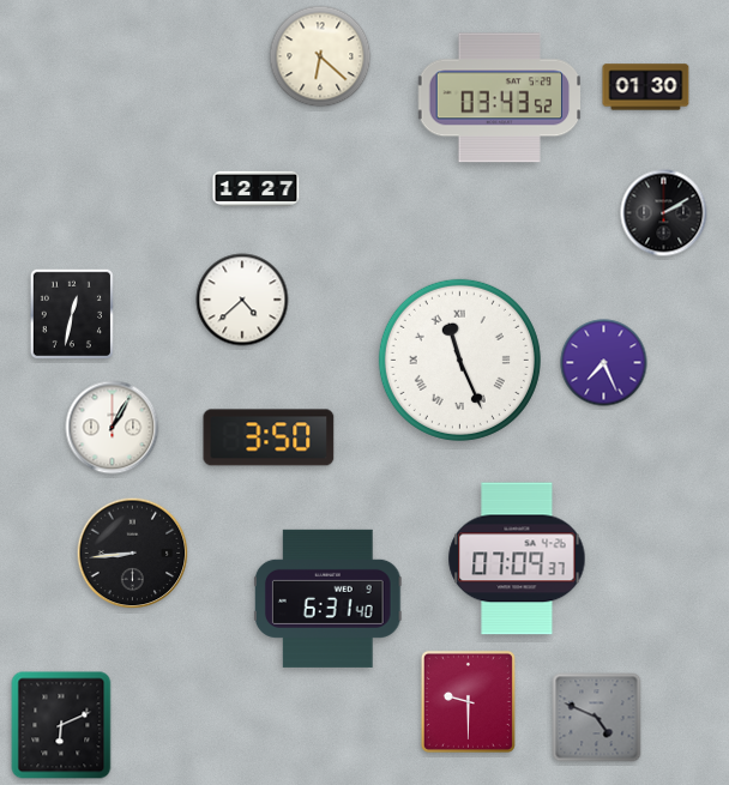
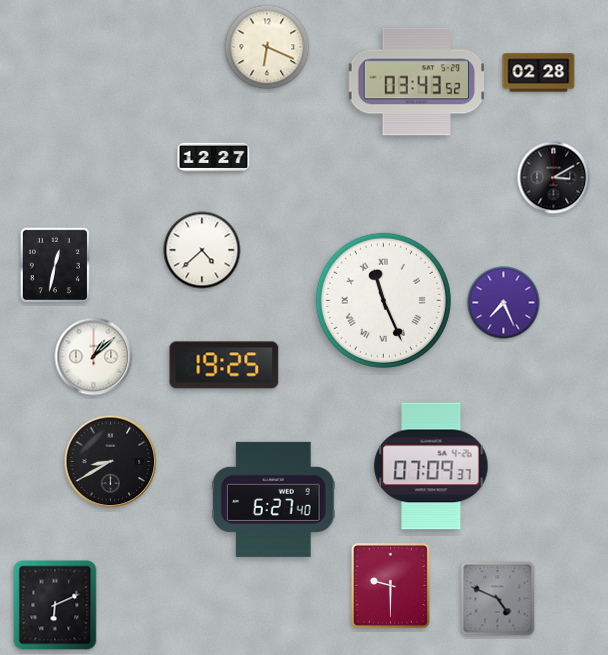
clock at (320, 56): 6:22 -> 6:19
clock at (646, 87): 01:30 -> 02:28
clock at (664, 213): 2:10 -> 3:10
clock at (71, 313) position: (71, 313) -> (54, 264)
clock at (113, 428): 1:05 -> 1:08
clock at (269, 437): 3:50 -> 19:25
clock at (133, 554): 8:44 -> 8:40
clock at (327, 598): 6:31 -> 6:27
clock at (61, 725) position: (61, 725) -> (55, 605)
